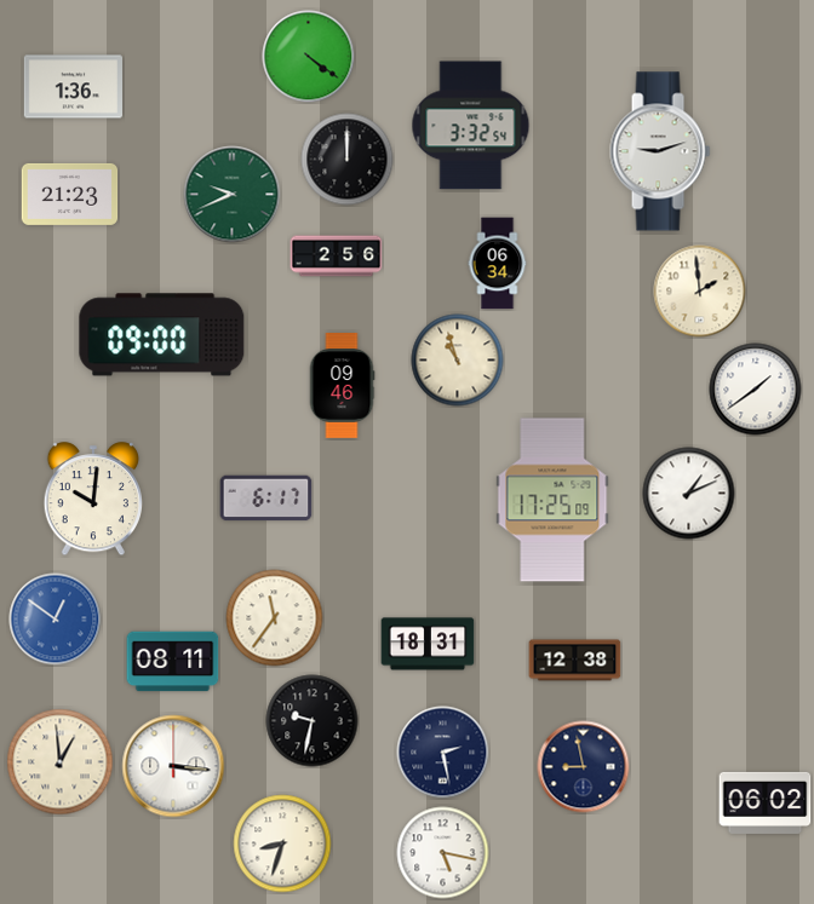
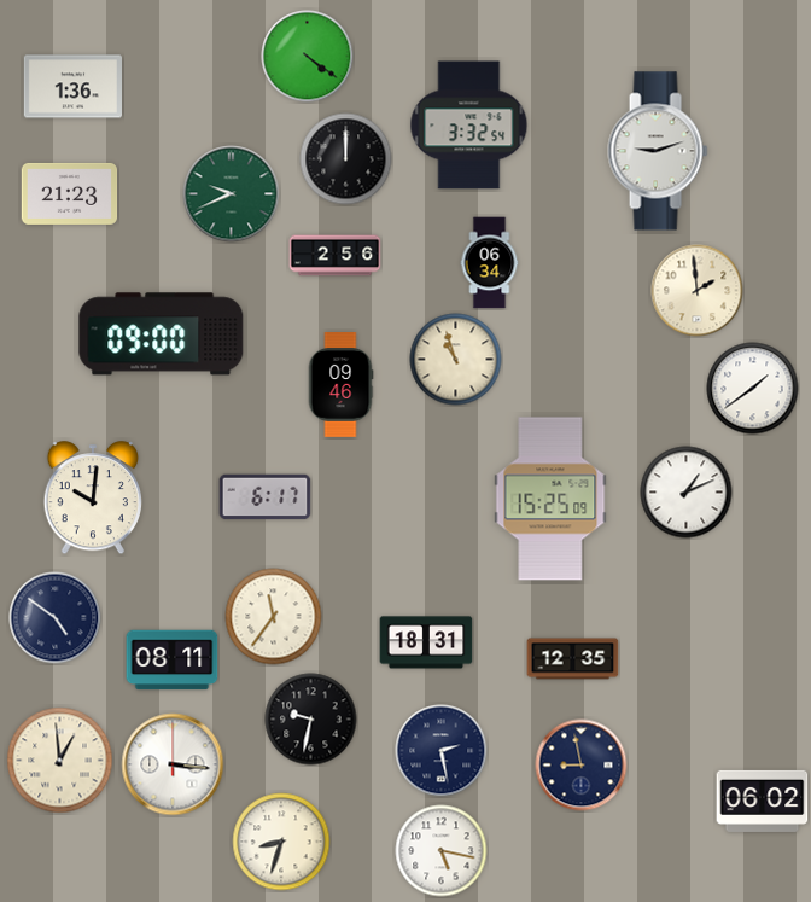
clock at (498, 264) position: (498, 264) -> (490, 263)
clock at (552, 500): 17:25 -> 15:25
clock at (56, 620): 12:51 -> 4:51
clock at (56, 620) dial: blue -> navy
clock at (575, 661): 12:38 -> 12:35
